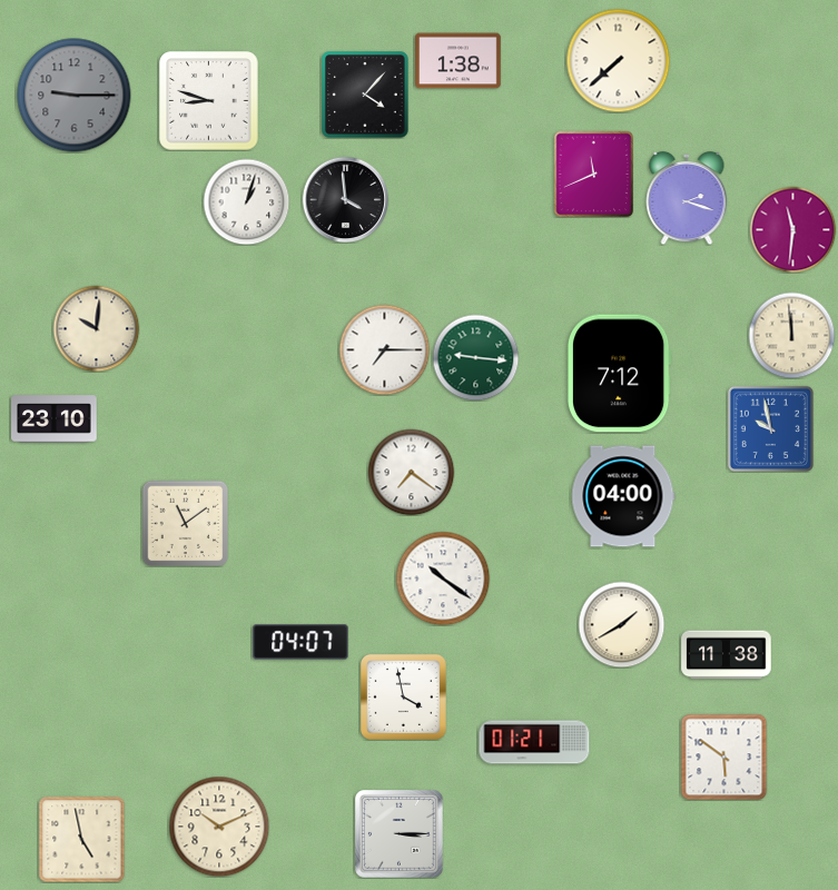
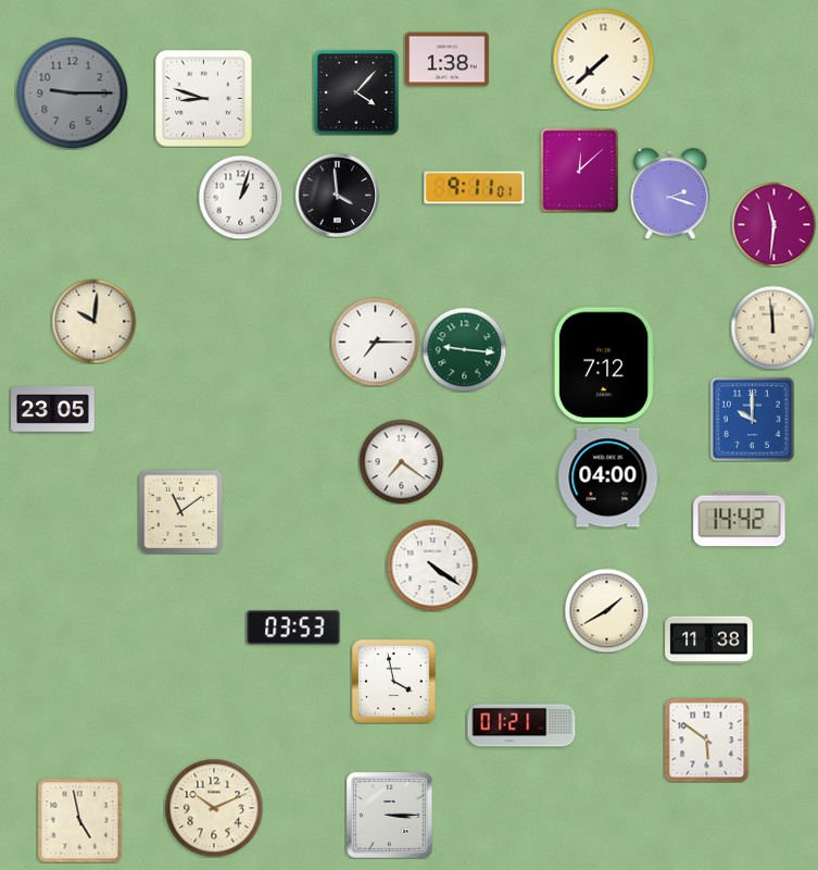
clock at (594, 174): 11:41 -> 12:08
clock at (475, 188): none -> 9:11
clock at (55, 419): 23:10 -> 23:05
clock at (770, 428): 9:58 -> 10:00
clock at (623, 496) position: (623, 496) -> (608, 477)
clock at (740, 520): none -> 14:42
clock at (443, 578): 10:21 -> 4:21
clock at (300, 642): 04:07 -> 03:53
